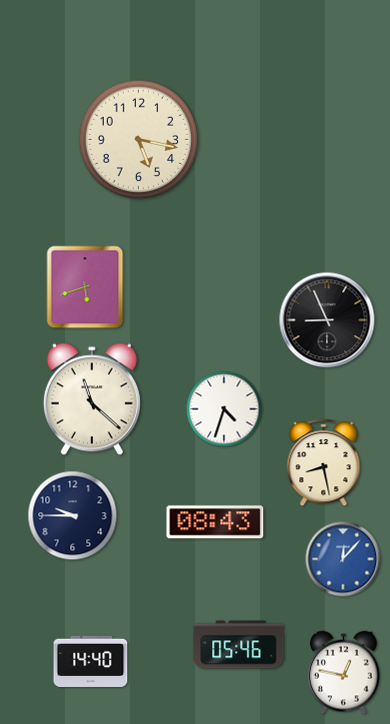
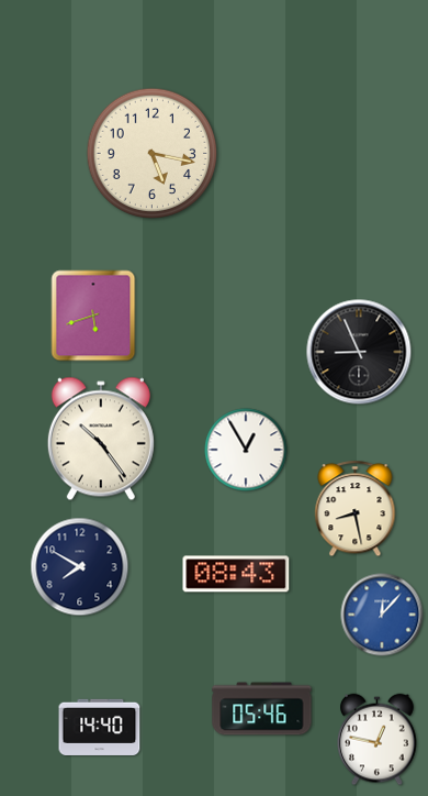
clock at (92, 399): 11:22 -> 10:24
clock at (224, 409): 4:33 -> 12:55
clock at (73, 516): 9:45 -> 7:50
clock at (343, 559) position: (343, 559) -> (382, 615)
